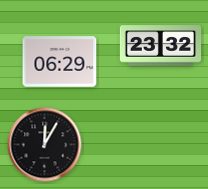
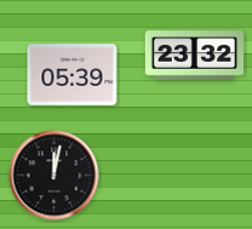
clock at (60, 62): 06:29 -> 05:39
clock at (45, 145): 12:05 -> 12:02
